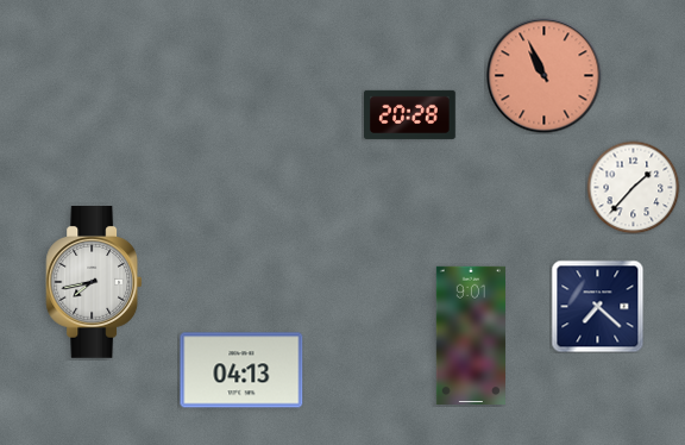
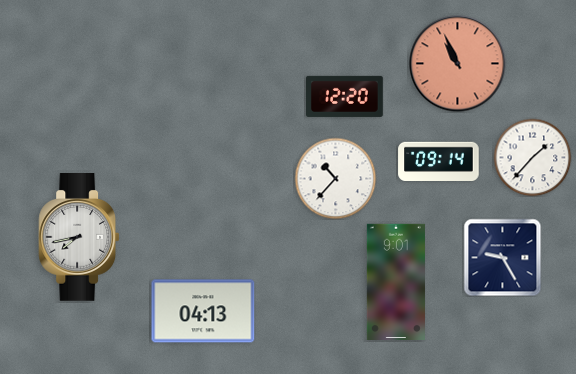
clock at (410, 114): 20:28 -> 12:20
clock at (439, 161): none -> 09:14
clock at (335, 178): none -> 10:37
clock at (597, 306): 7:22 -> 9:25
